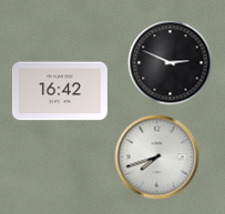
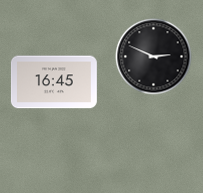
clock at (60, 91): 16:42 -> 16:45
clock at (157, 157): 7:42 -> none
